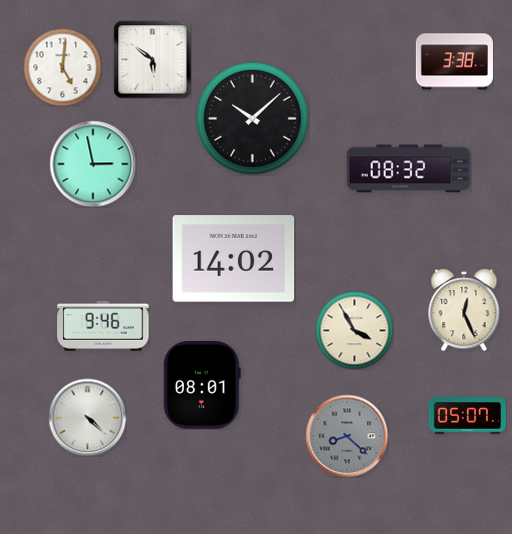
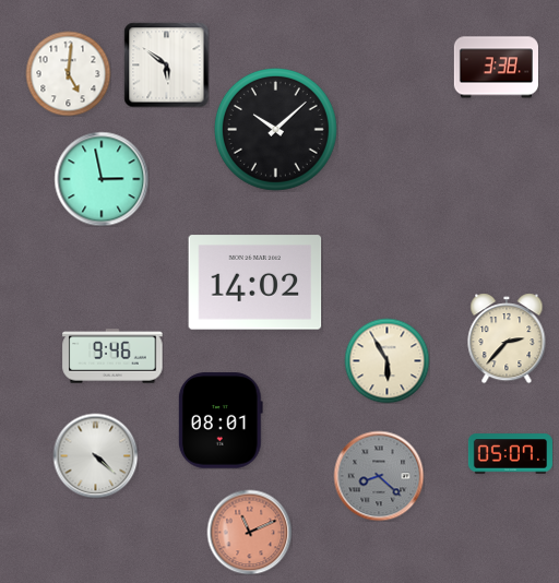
clock at (409, 169): 08:32 -> none
clock at (464, 310): 12:26 -> 2:37
clock at (354, 330): 3:55 -> 5:55
clock at (249, 532): none -> 11:11
